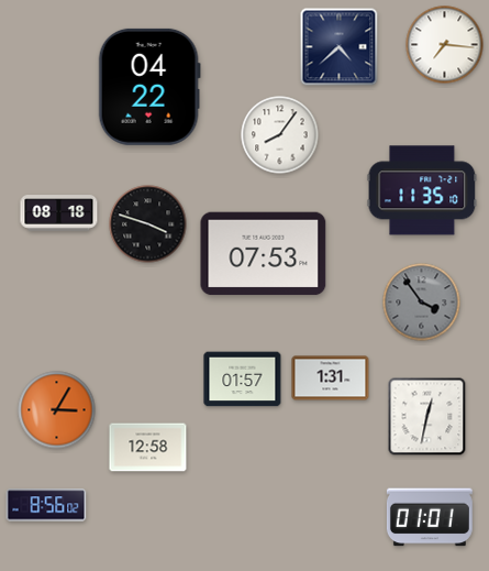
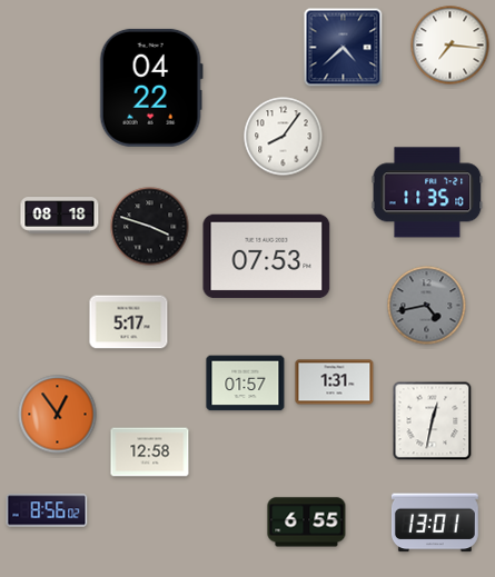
clock at (422, 303): 3:54 -> 4:43
clock at (129, 322): none -> 5:17
clock at (57, 410): 3:05 -> 12:54
clock at (307, 523): none -> 6:55
clock at (430, 517): 01:01 -> 13:01
